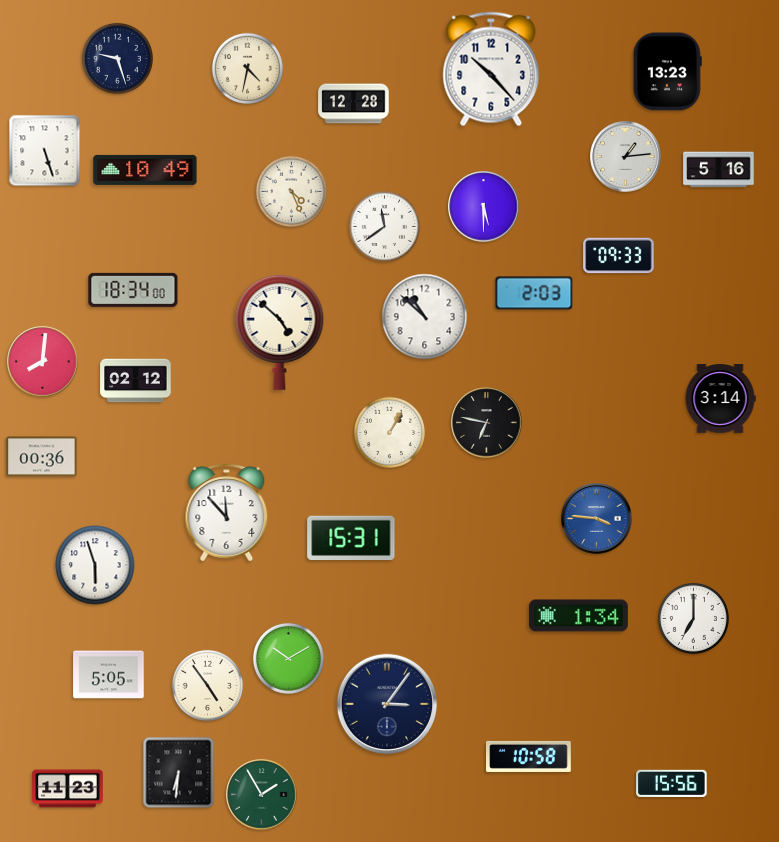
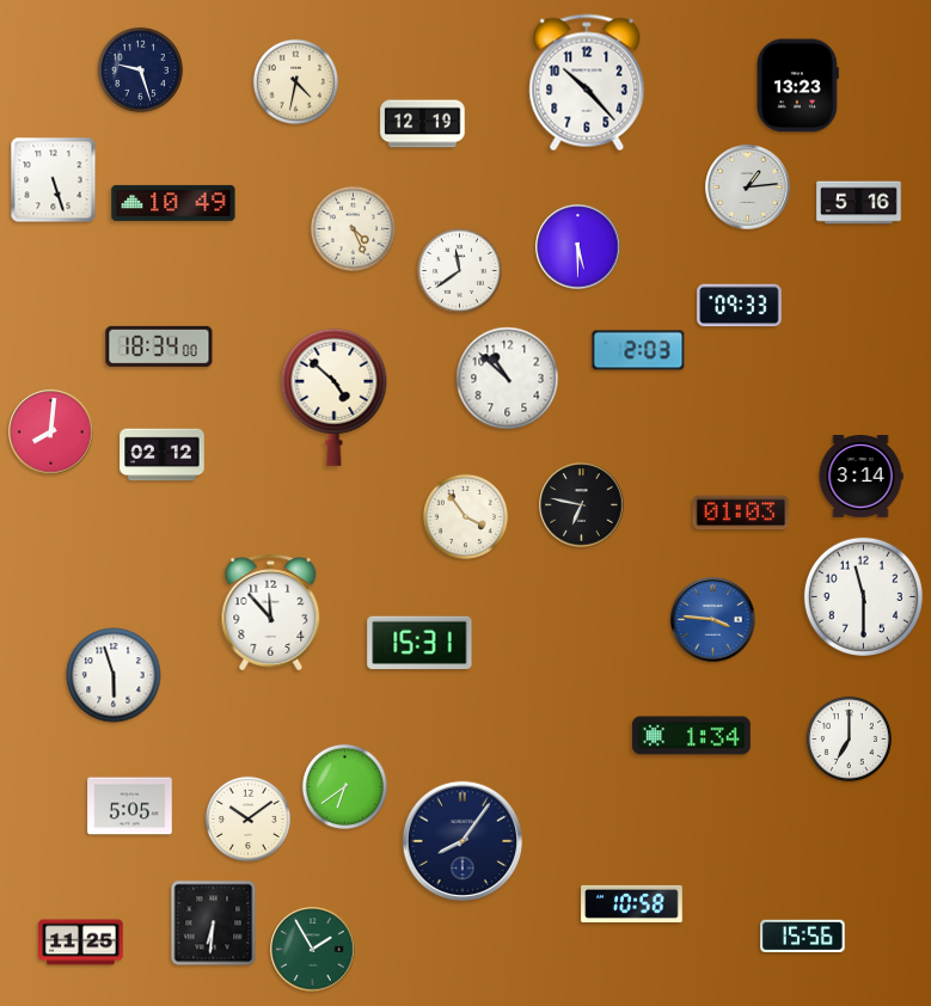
clock at (354, 104): 12:28 -> 12:19
clock at (291, 191) position: (291, 191) -> (353, 228)
clock at (741, 513): none -> 01:03
clock at (389, 432): 1:05 -> 3:54
clock at (42, 457): 00:36 -> none
clock at (863, 596): none -> 11:30
clock at (693, 618) position: (693, 618) -> (849, 738)
clock at (288, 658): 10:10 -> 6:39
clock at (207, 685): 4:54 -> 10:09
clock at (386, 703): 3:06 -> 8:06
clock at (68, 789): 11:23 -> 11:25
